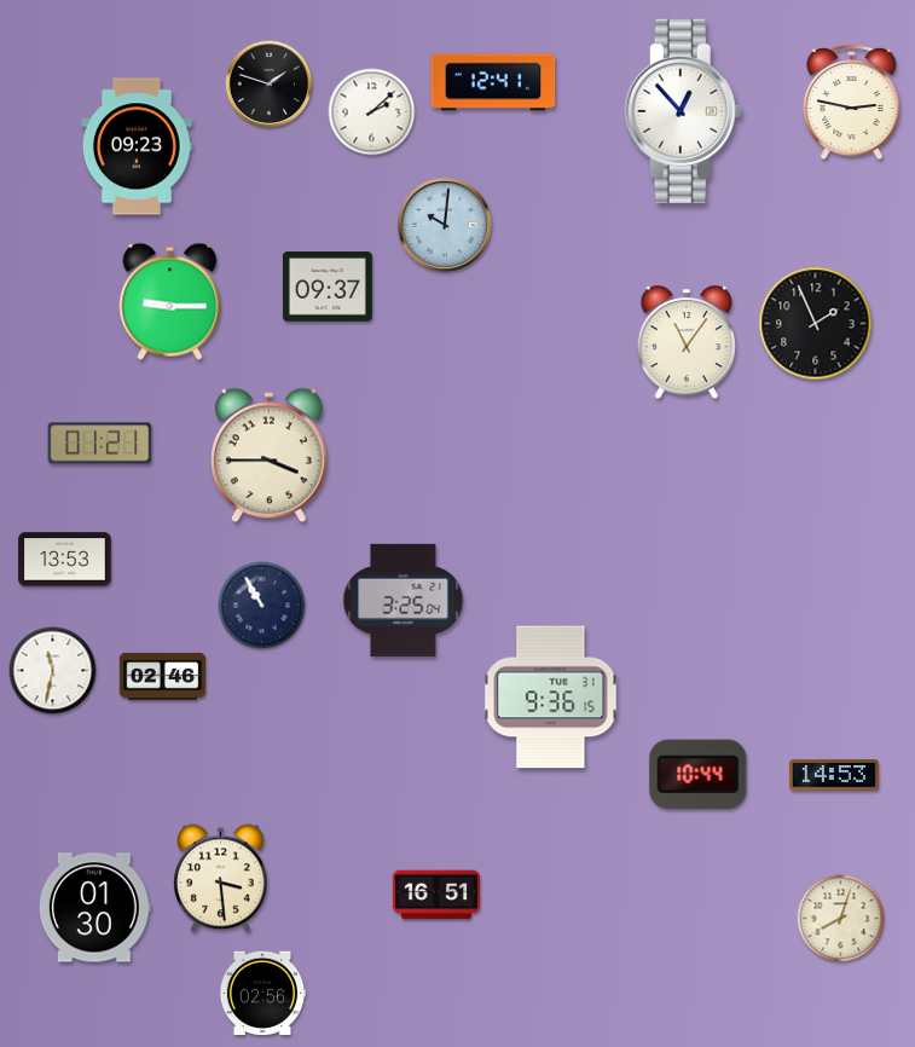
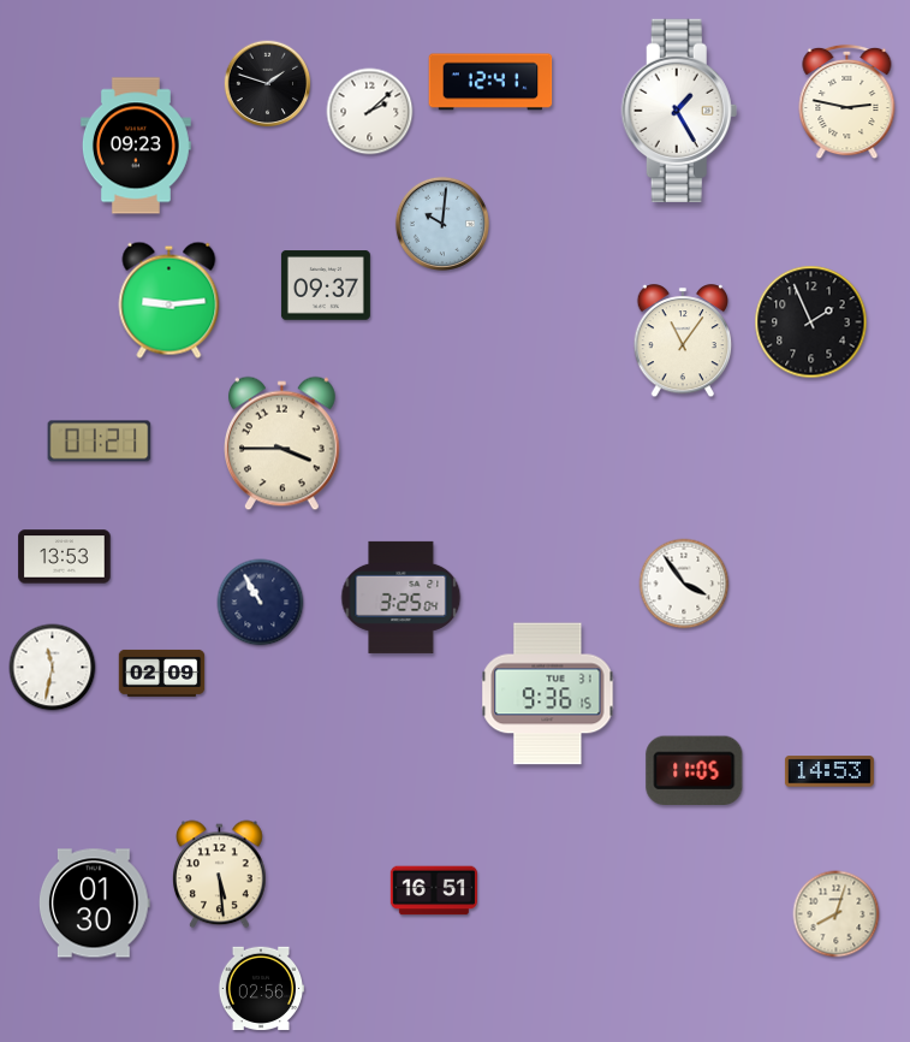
clock at (683, 110): 12:53 -> 1:25
clock at (170, 301): 9:15 -> 9:14
clock at (270, 456) position: (270, 456) -> (282, 444)
clock at (684, 584): none -> 3:54
clock at (163, 676): 02:46 -> 02:09
clock at (699, 775): 10:44 -> 11:05
clock at (221, 879): 3:29 -> 5:29
